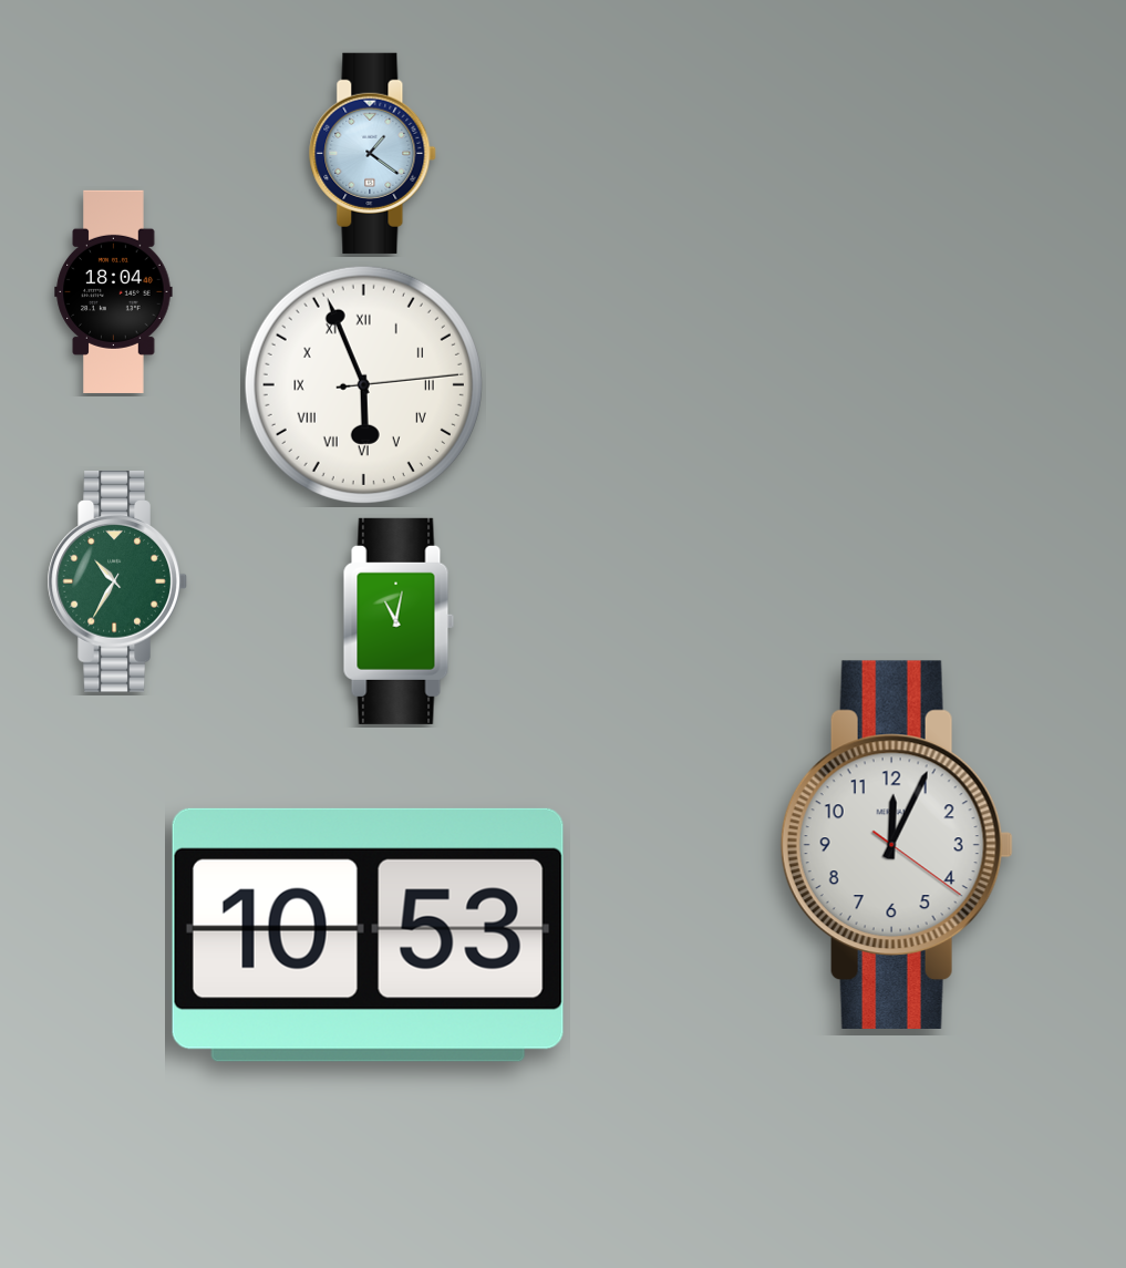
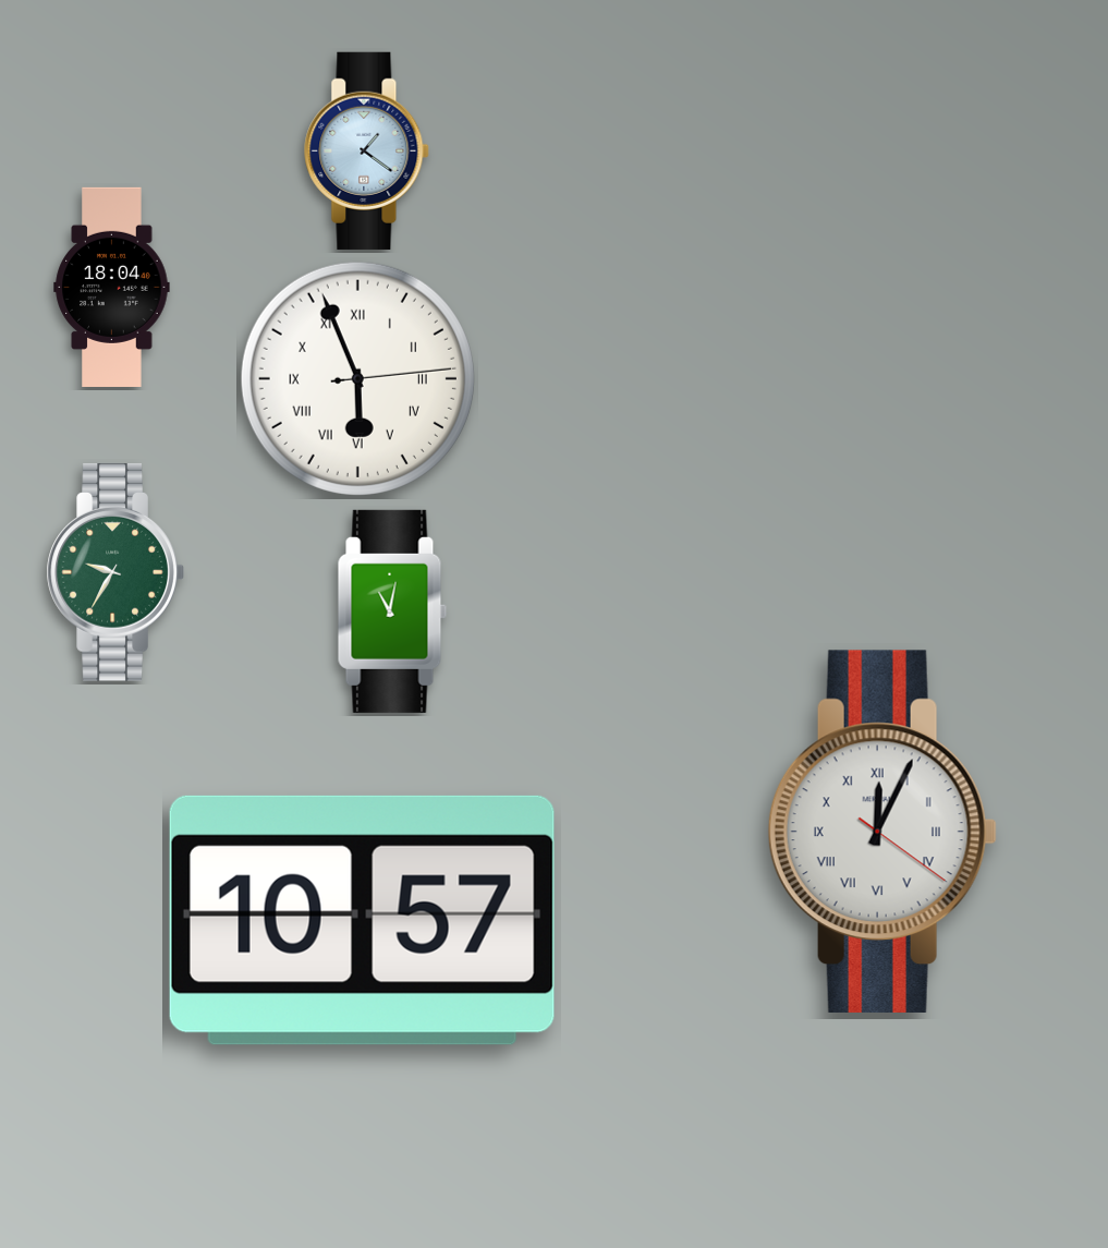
clock at (117, 581): 10:35 -> 9:35
clock at (897, 845) numerals: Arabic -> Roman
clock at (368, 935): 10:53 -> 10:57
